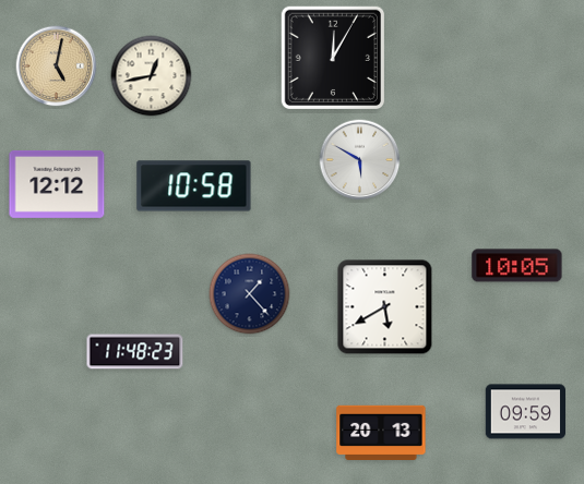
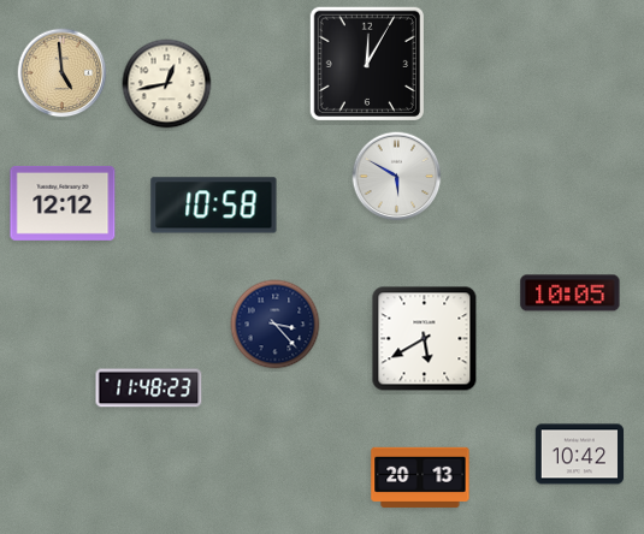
clock at (57, 66): 5:02 -> 4:59
clock at (250, 294): 1:23 -> 3:23
clock at (526, 412): 09:59 -> 10:42
